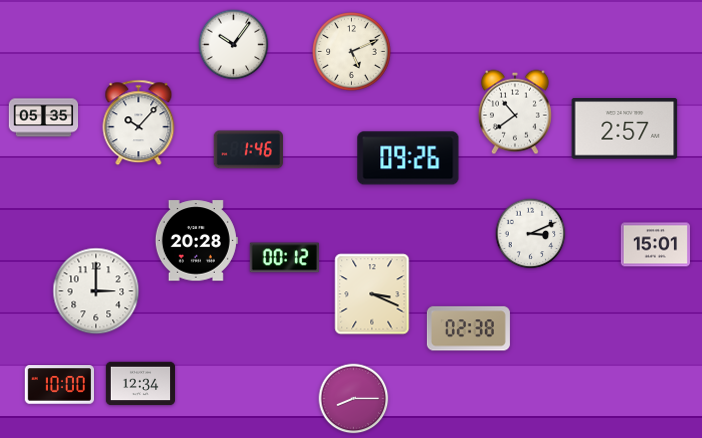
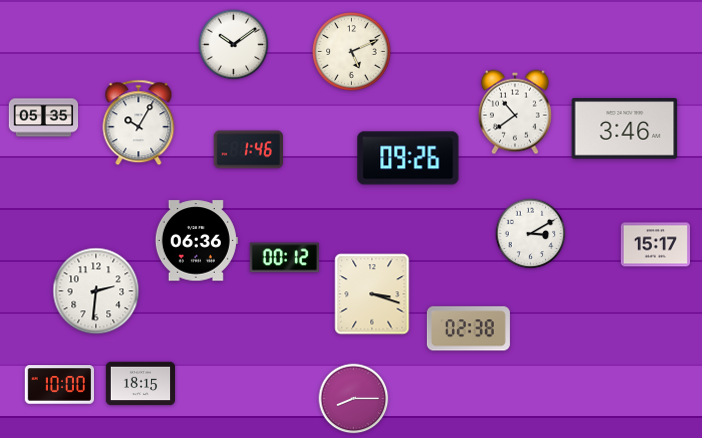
clock at (234, 45): 10:06 -> 10:09
clock at (139, 123): 10:07 -> 10:05
clock at (625, 129): 2:57 -> 3:46
clock at (531, 234): 3:11 -> 3:10
clock at (196, 241): 20:28 -> 06:36
clock at (655, 245): 15:01 -> 15:17
clock at (96, 291): 3:00 -> 2:31
clock at (372, 294): 3:19 -> 3:18
clock at (141, 384): 12:34 -> 18:15
